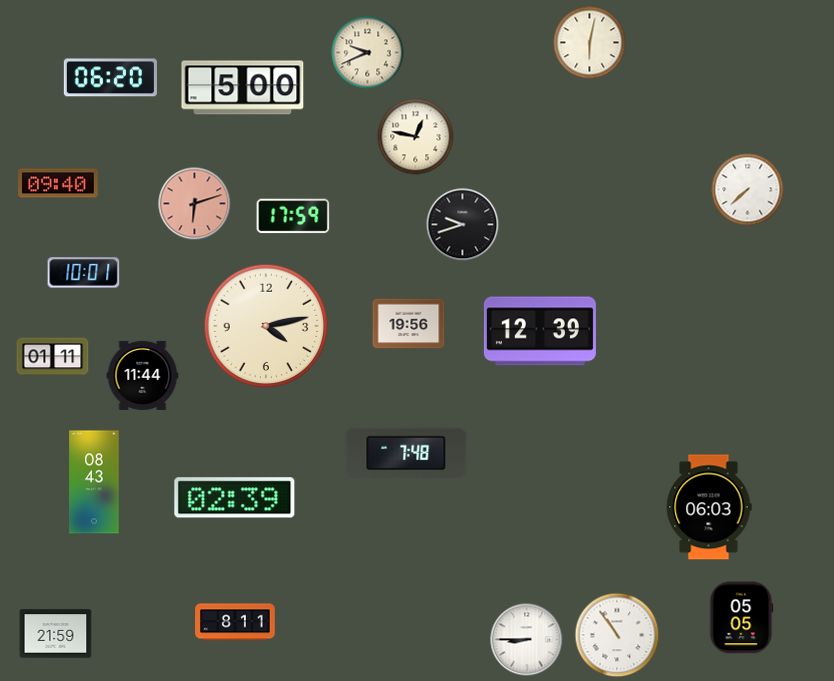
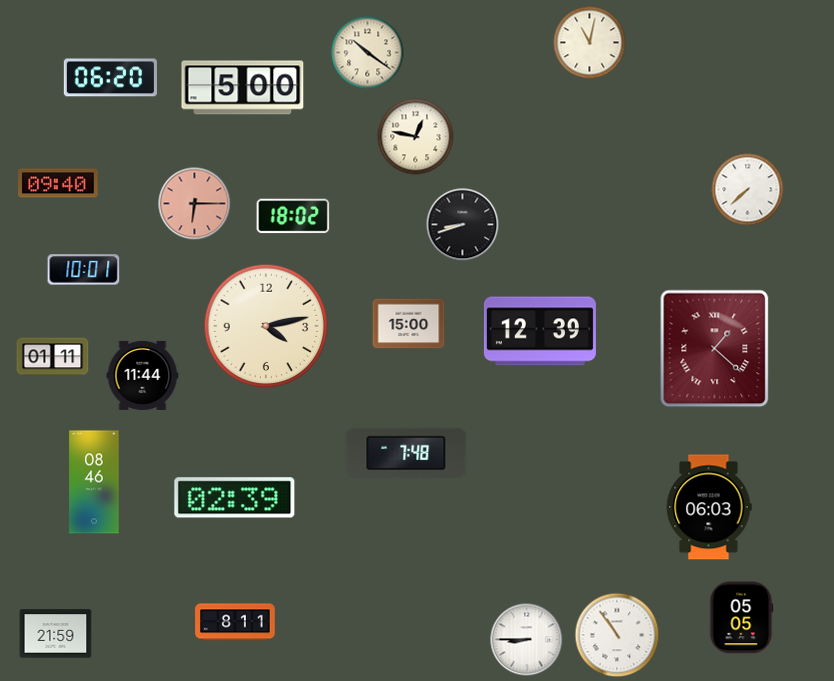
clock at (590, 43): 6:02 -> 11:02
clock at (368, 53): 9:41 -> 10:21
clock at (195, 204): 6:12 -> 6:15
clock at (293, 216): 17:59 -> 18:02
clock at (463, 225): 9:42 -> 8:42
clock at (84, 273) position: (84, 273) -> (84, 270)
clock at (409, 324): 19:56 -> 15:00
clock at (715, 349): none -> 1:22
clock at (94, 482): 08:43 -> 08:46
